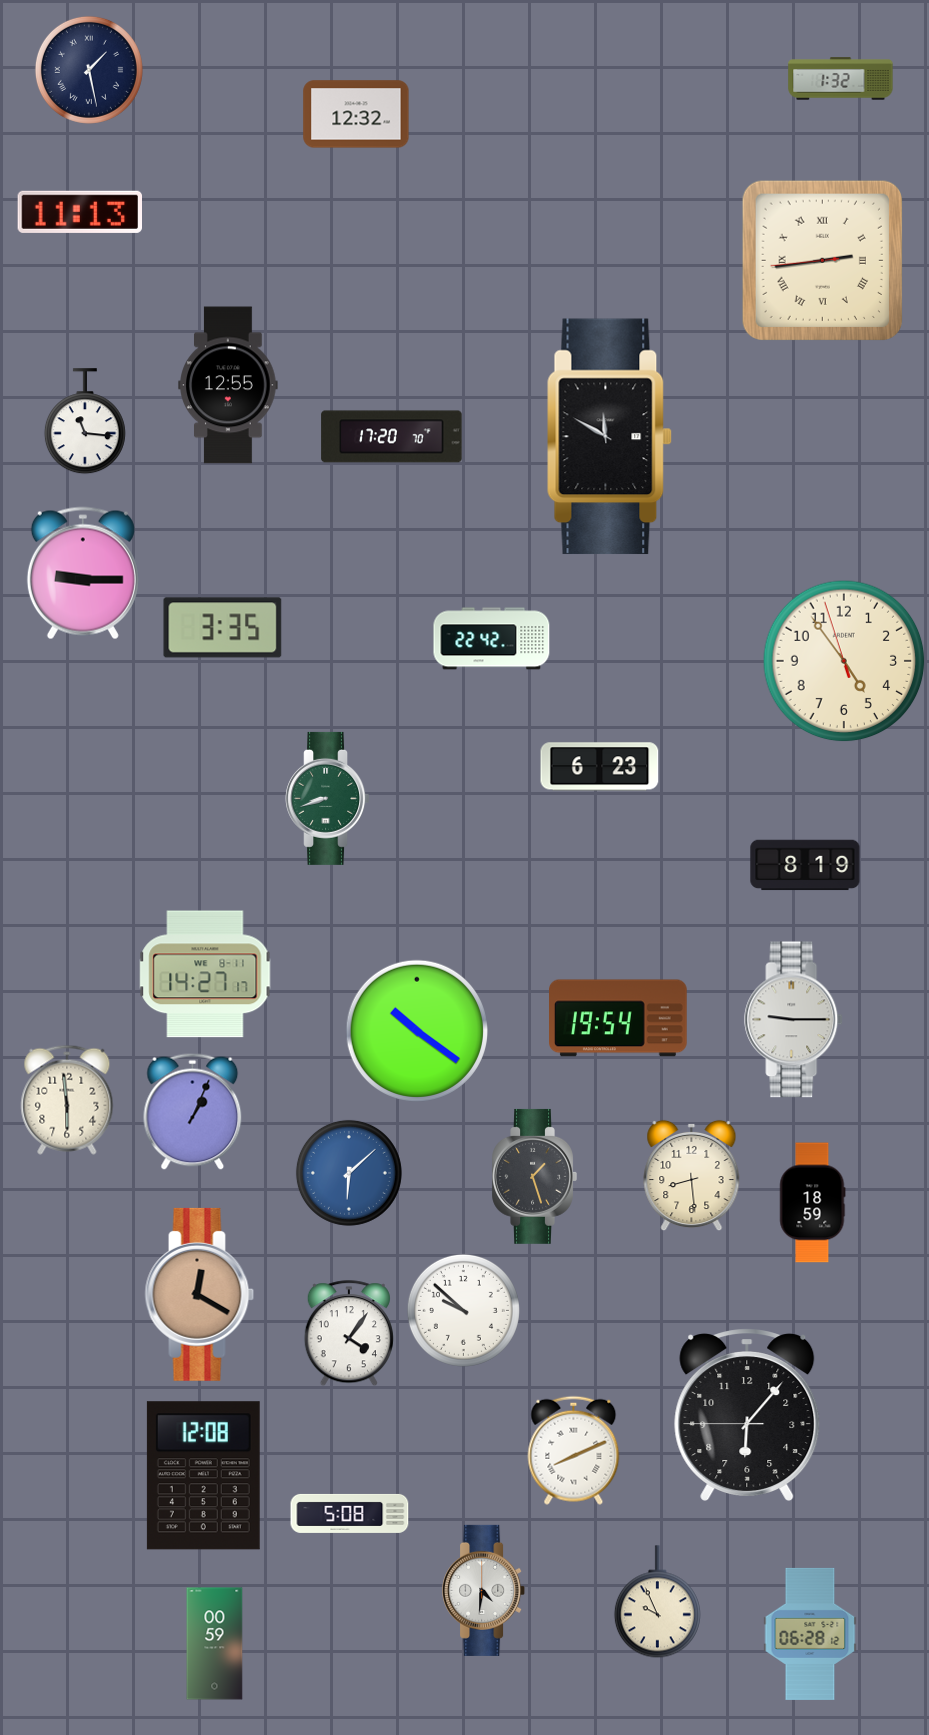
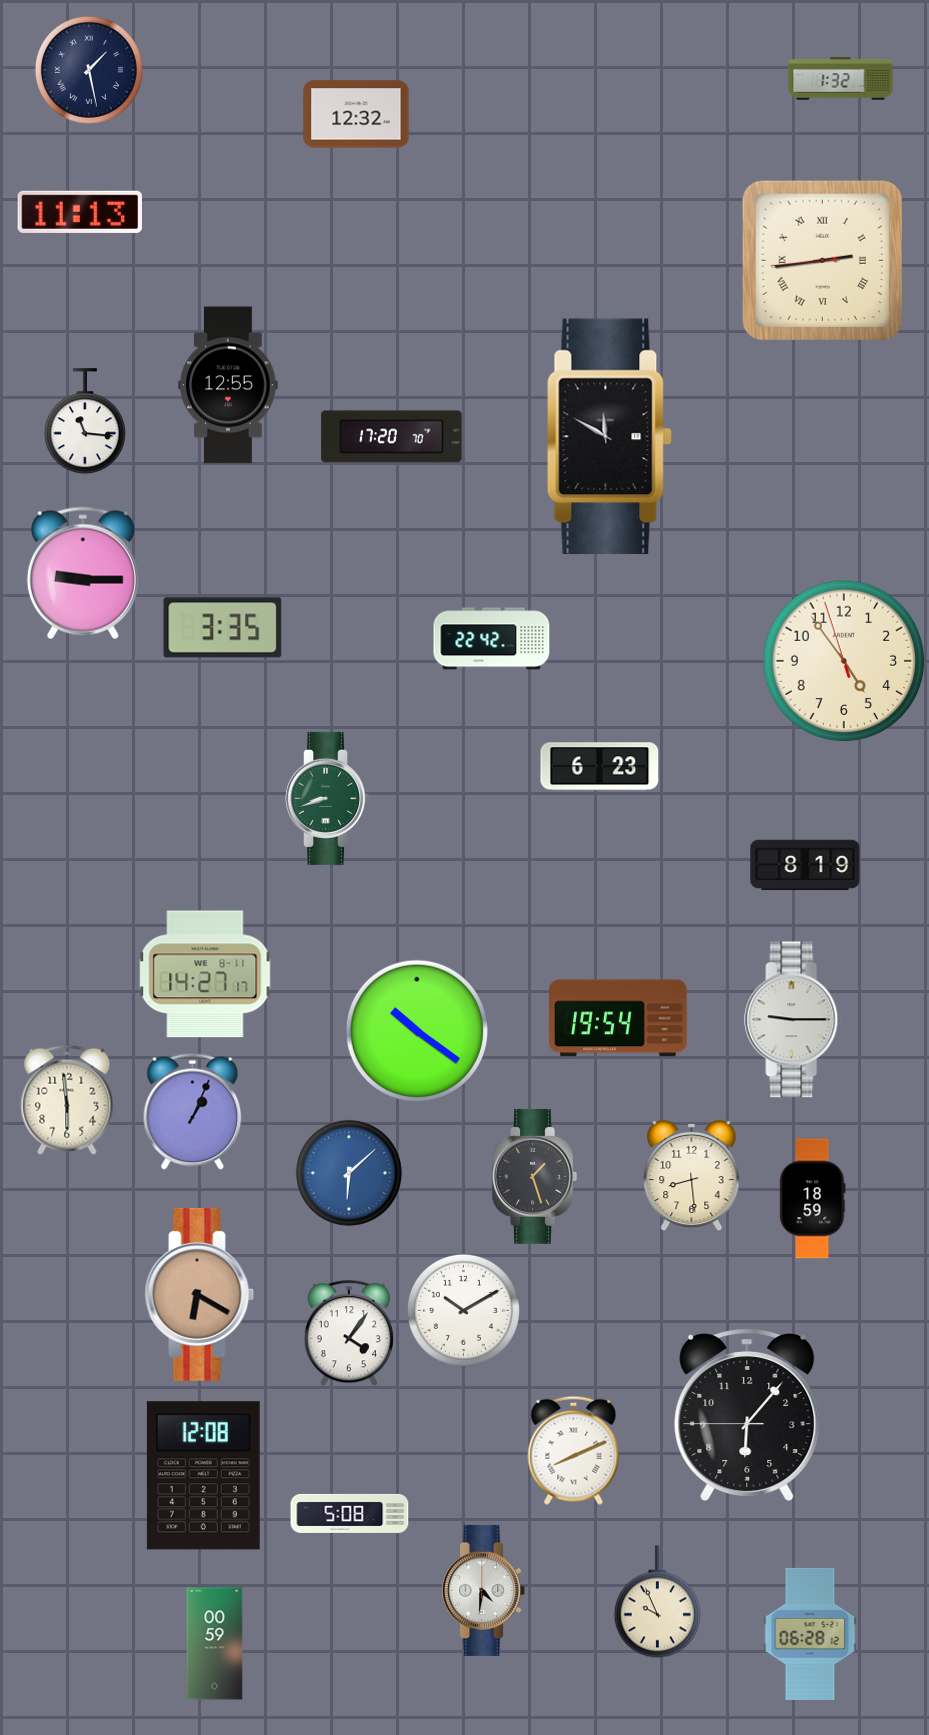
clock at (813, 1203) position: (813, 1203) -> (813, 1199)
clock at (200, 1294): 12:20 -> 6:20
clock at (463, 1310): 9:52 -> 10:10
